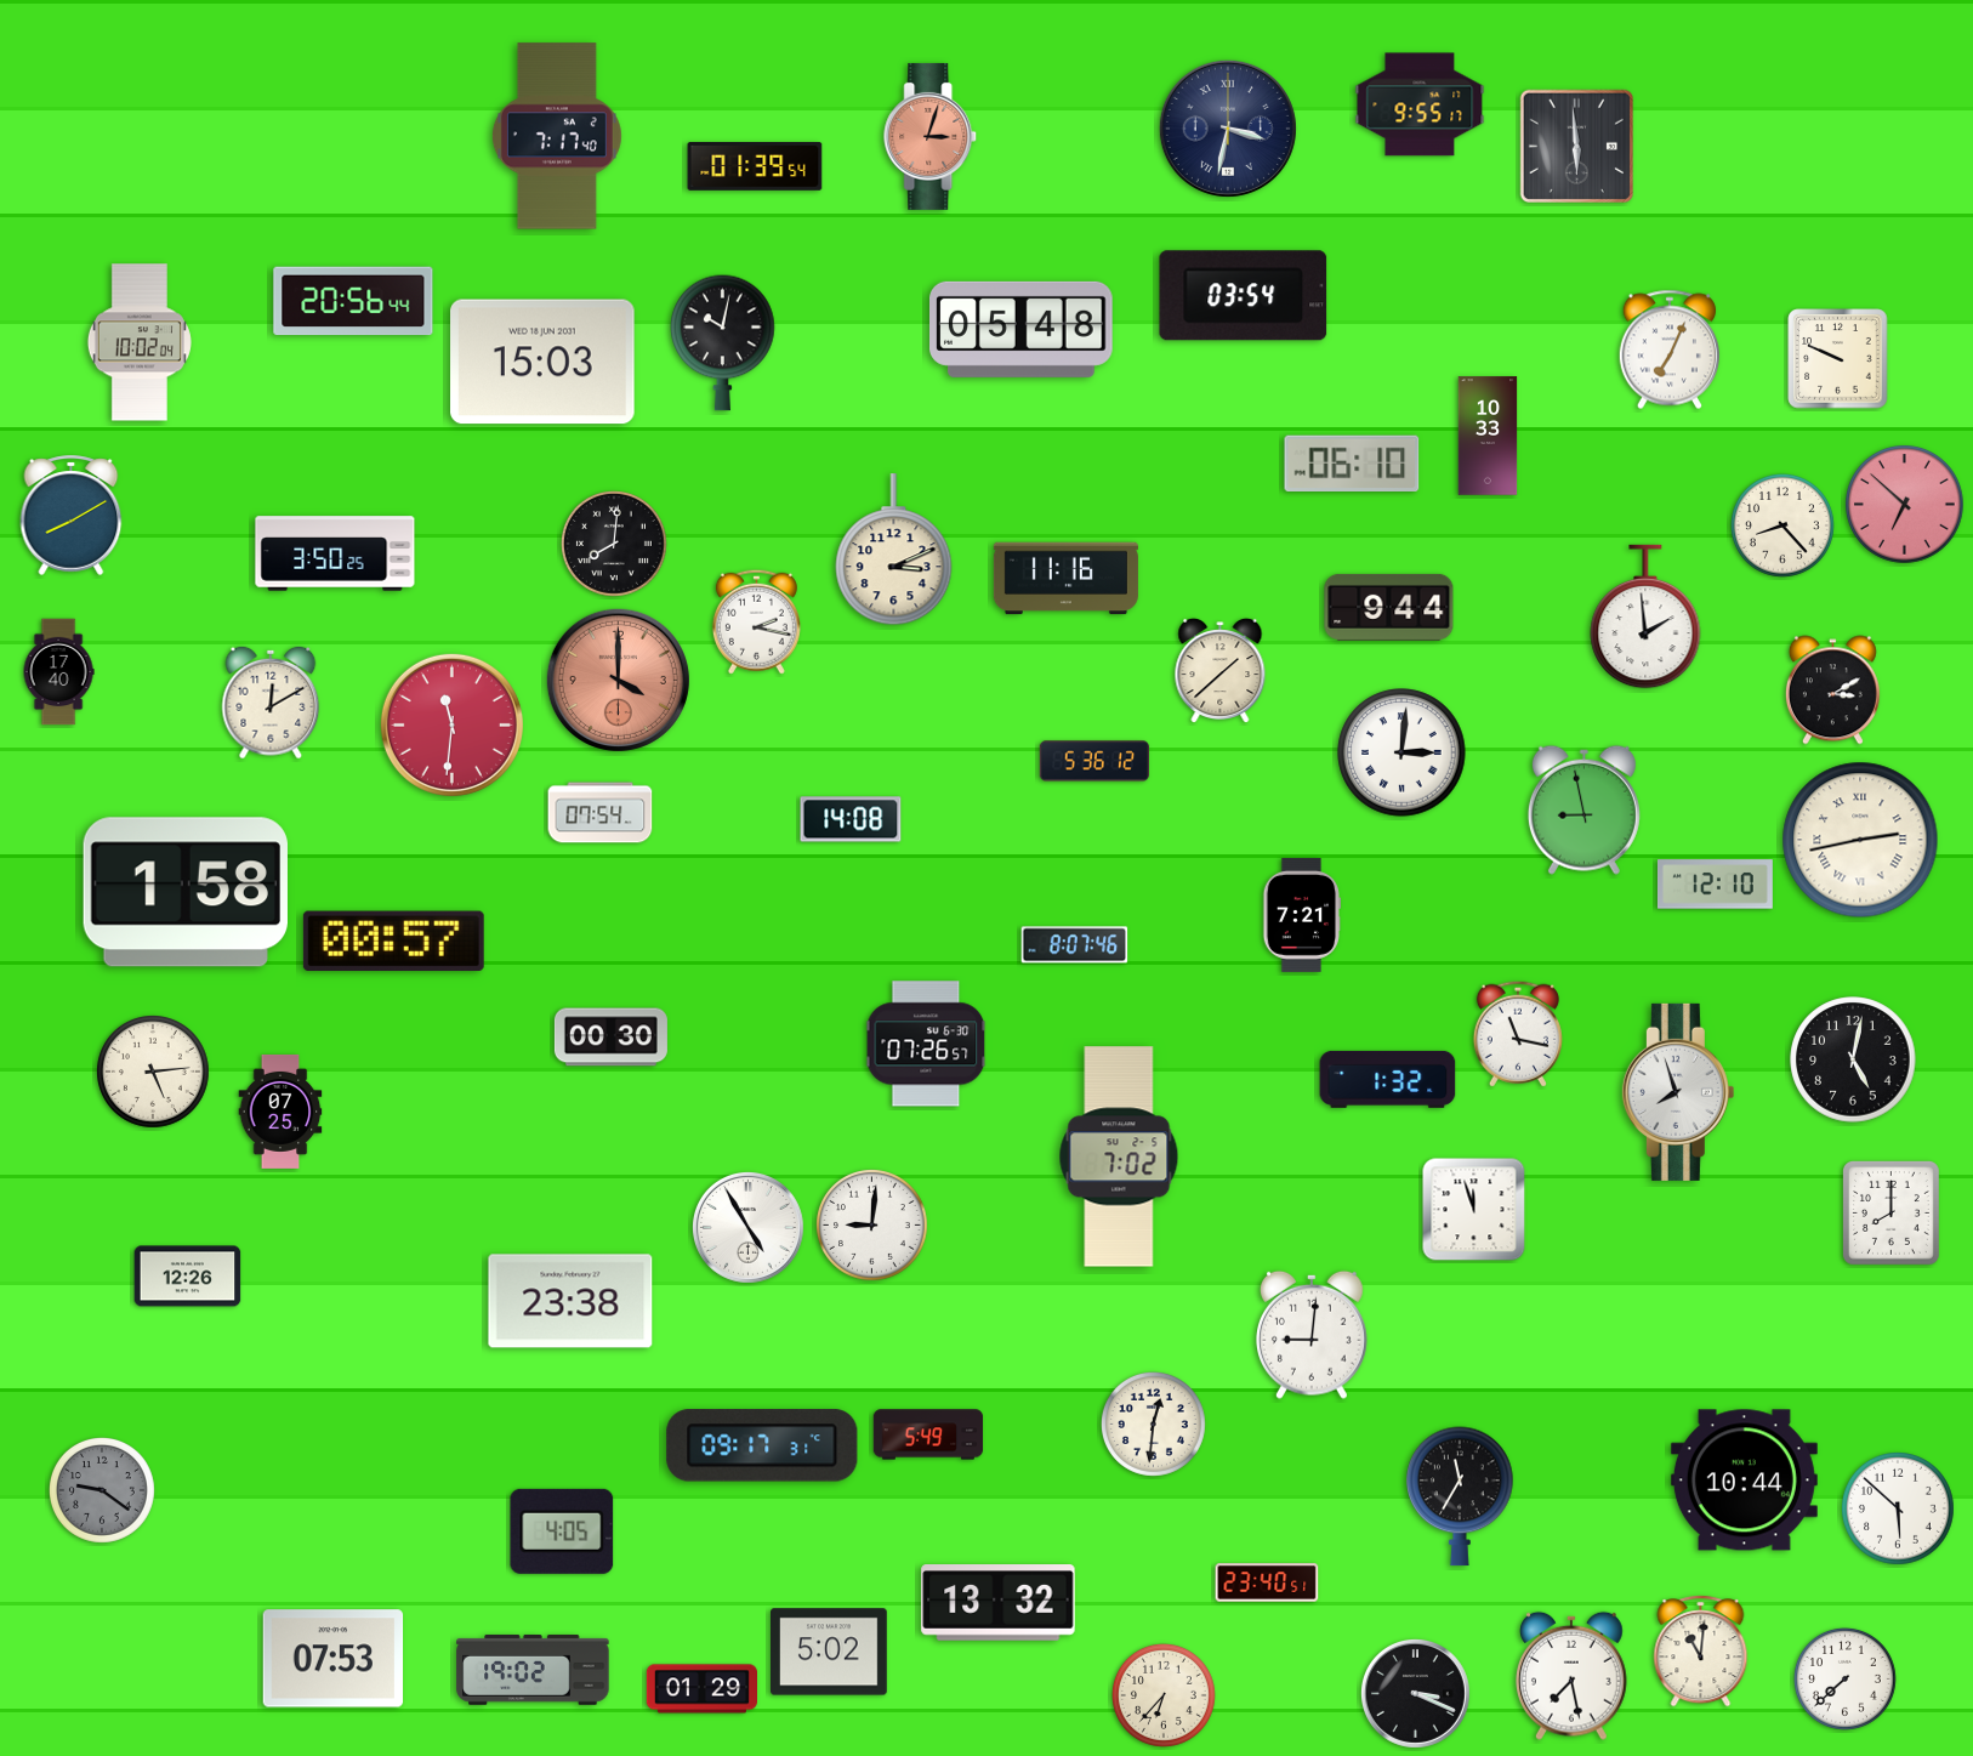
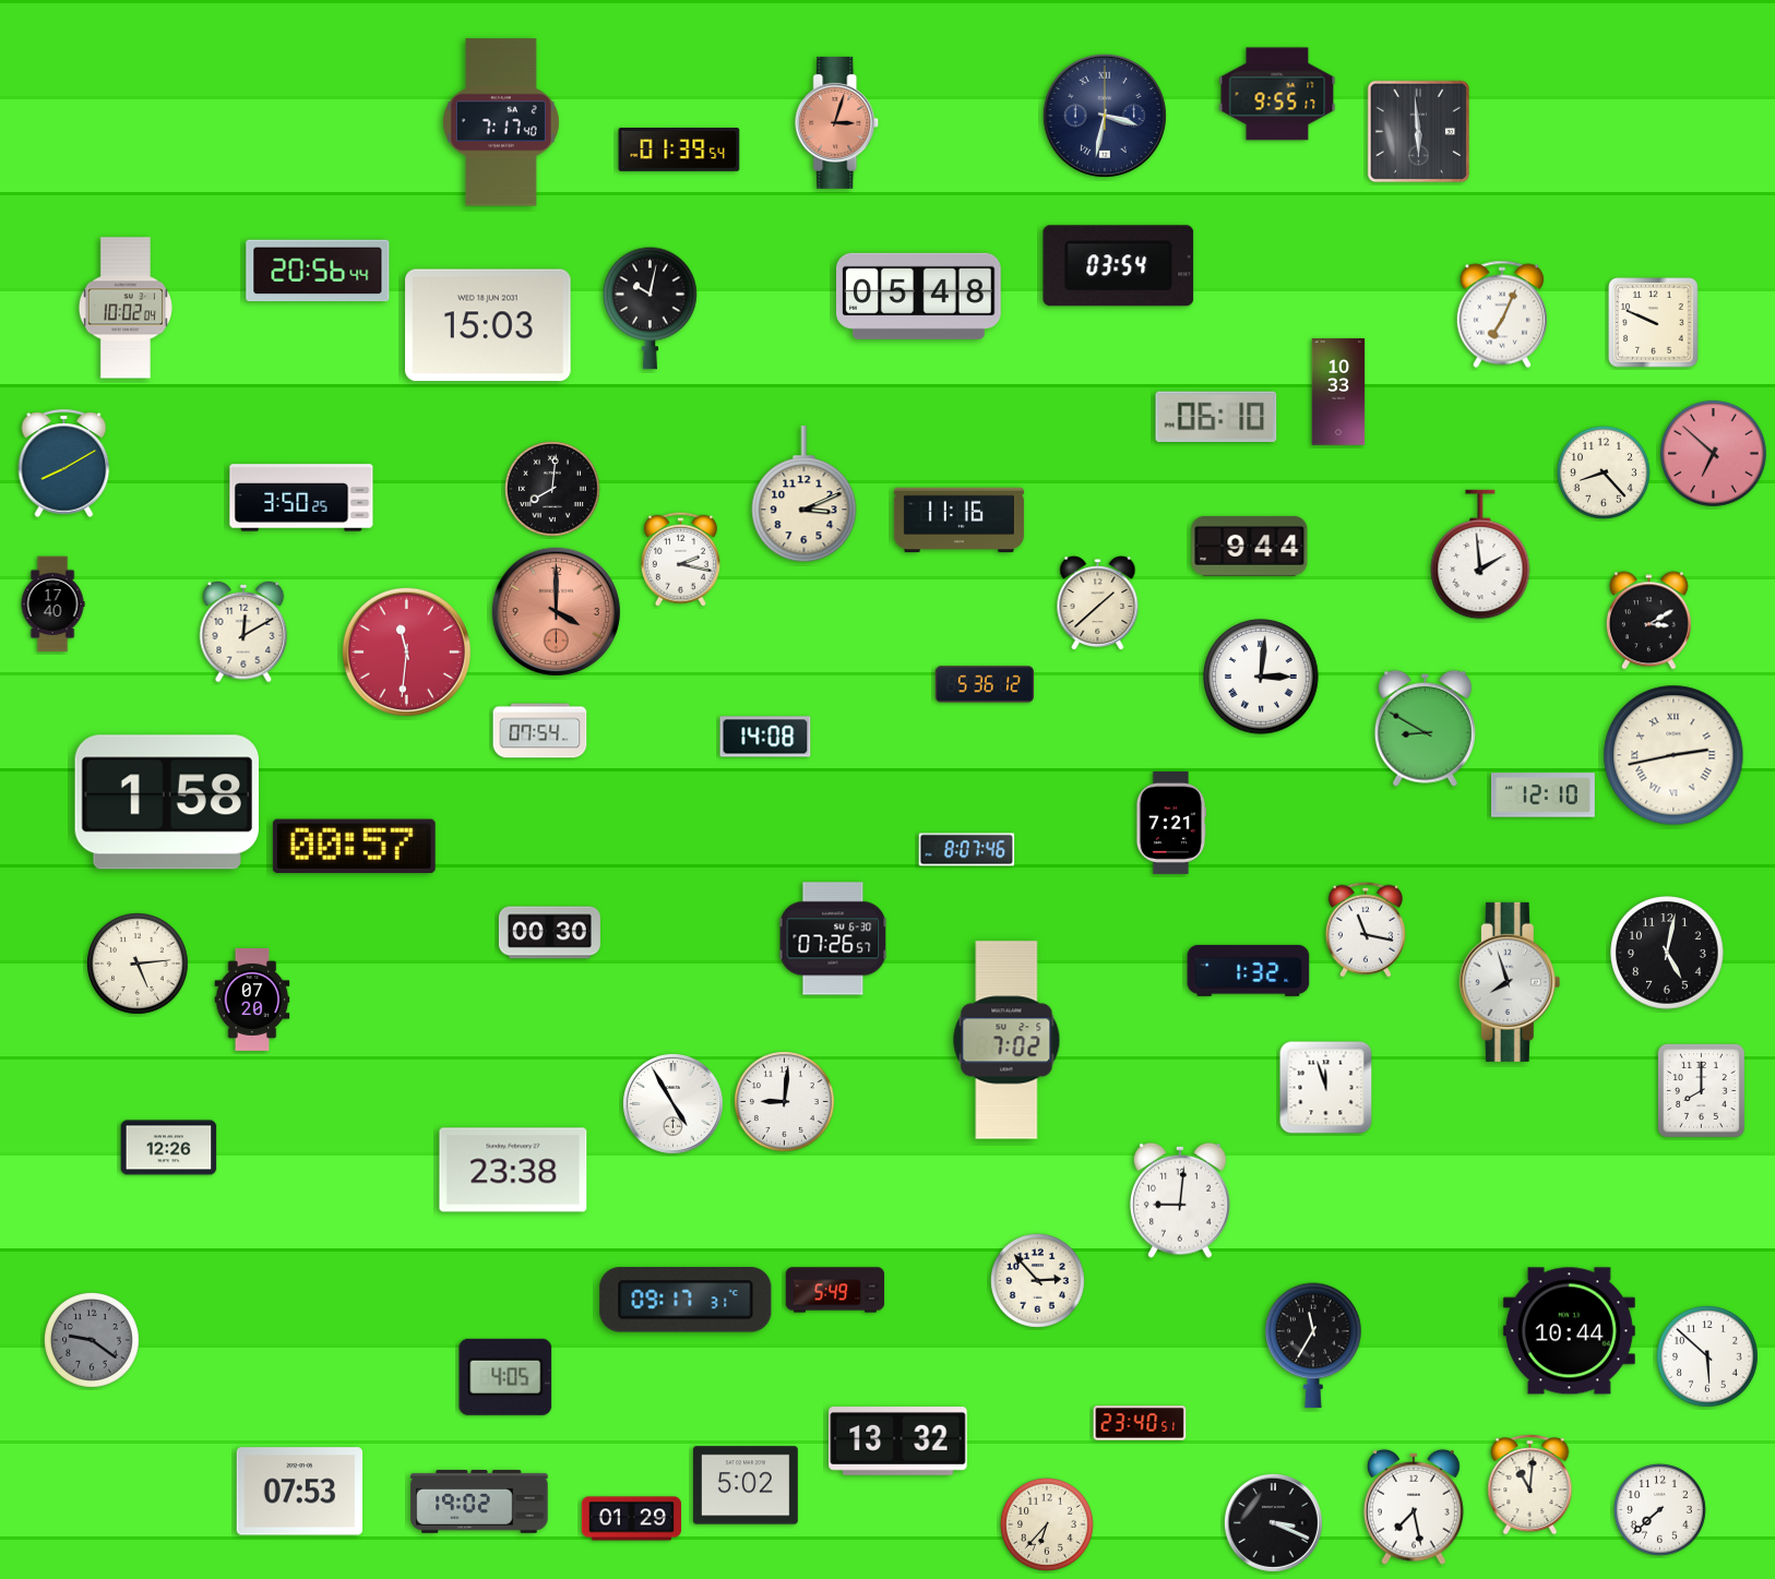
clock at (1583, 809): 8:58 -> 8:50
clock at (280, 1112): 07:25 -> 07:20
clock at (1153, 1423): 12:31 -> 2:53
